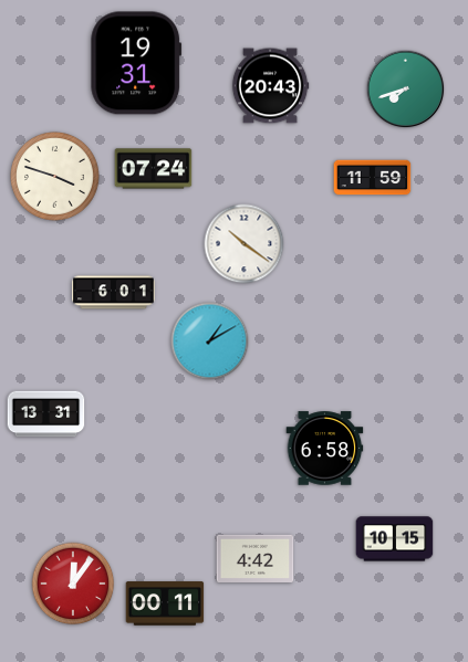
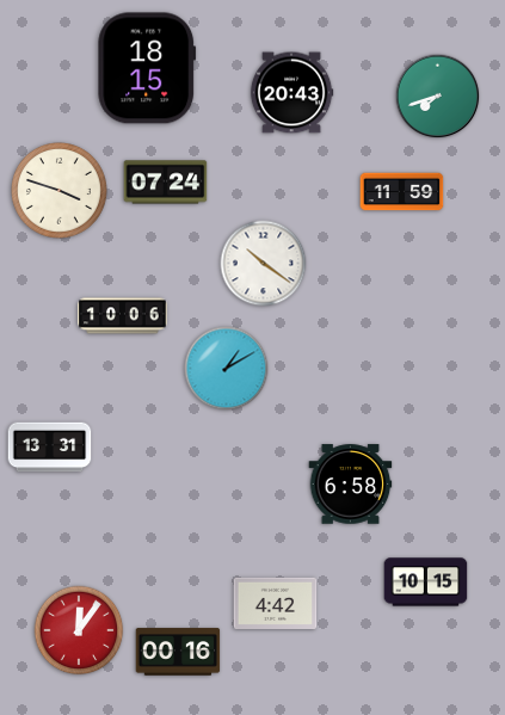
clock at (136, 63): 19:31 -> 18:15
clock at (114, 293): 6:01 -> 10:06
clock at (165, 603): 00:11 -> 00:16
